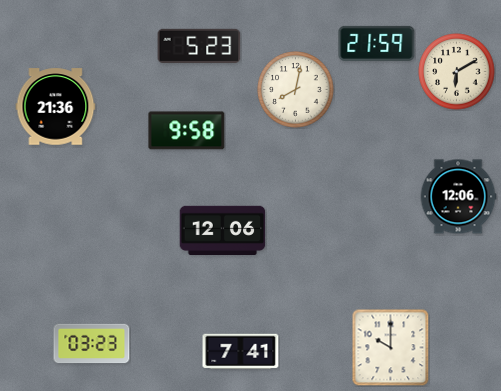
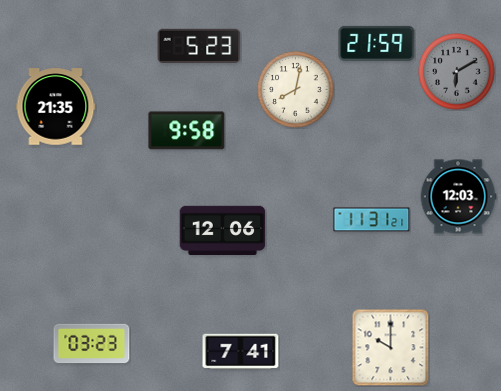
clock at (457, 72) dial: cream -> grey
clock at (56, 107): 21:36 -> 21:35
clock at (458, 197): 12:06 -> 12:03
clock at (372, 220): none -> 11:31
